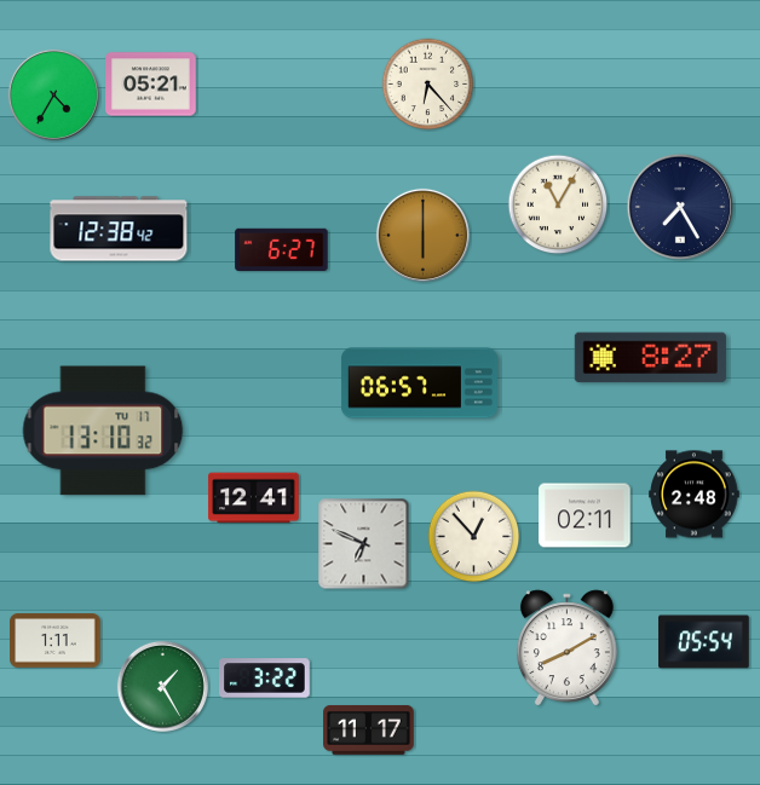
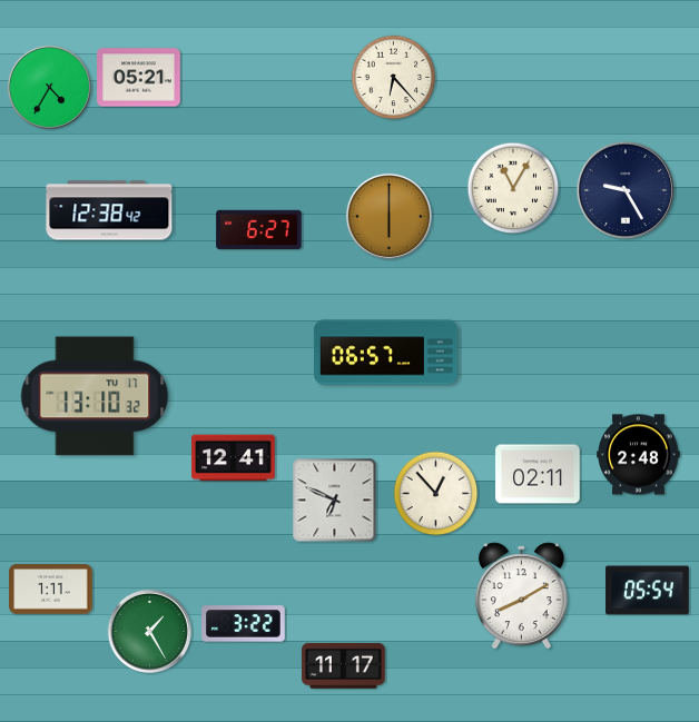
clock at (680, 207): 7:25 -> 9:25
clock at (650, 358): 8:27 -> none
clock at (369, 729) position: (369, 729) -> (344, 665)
